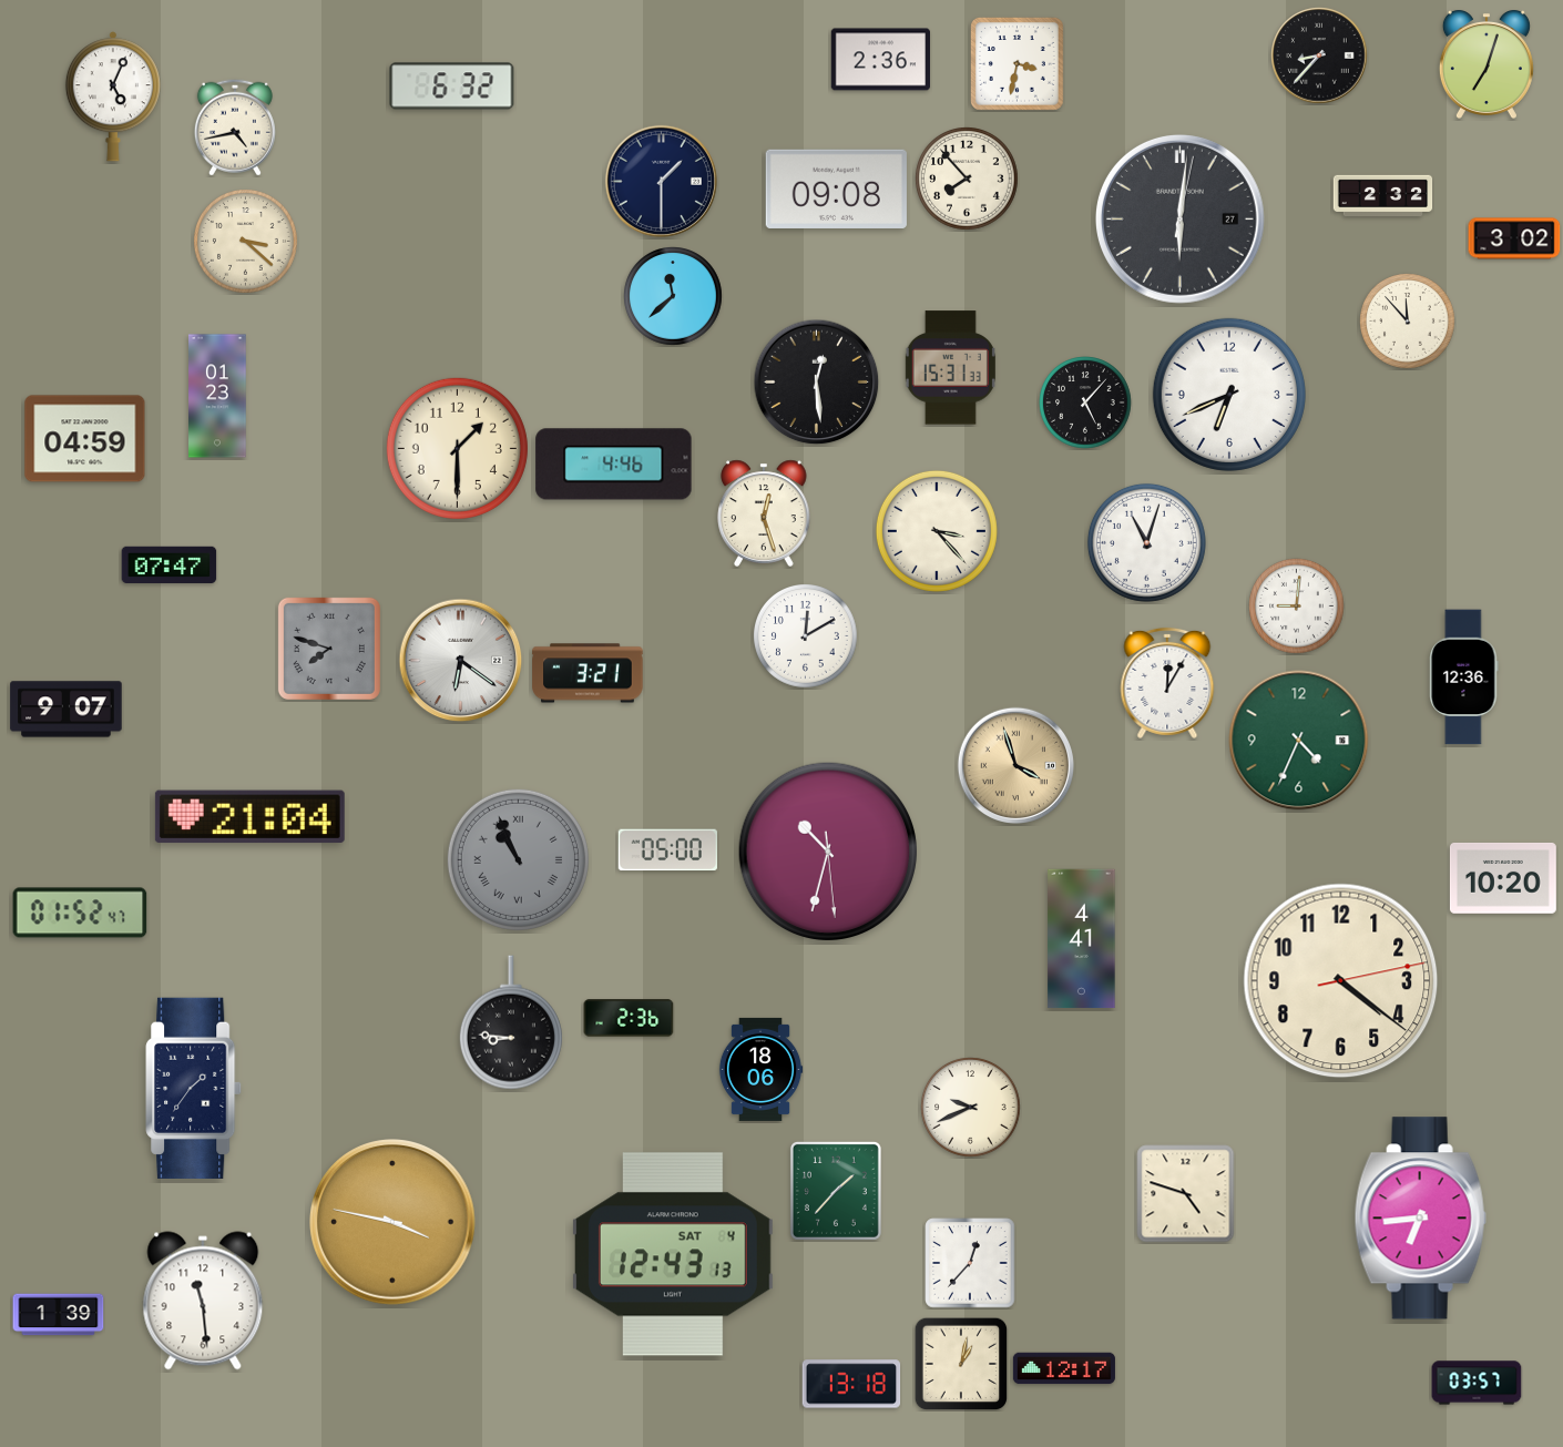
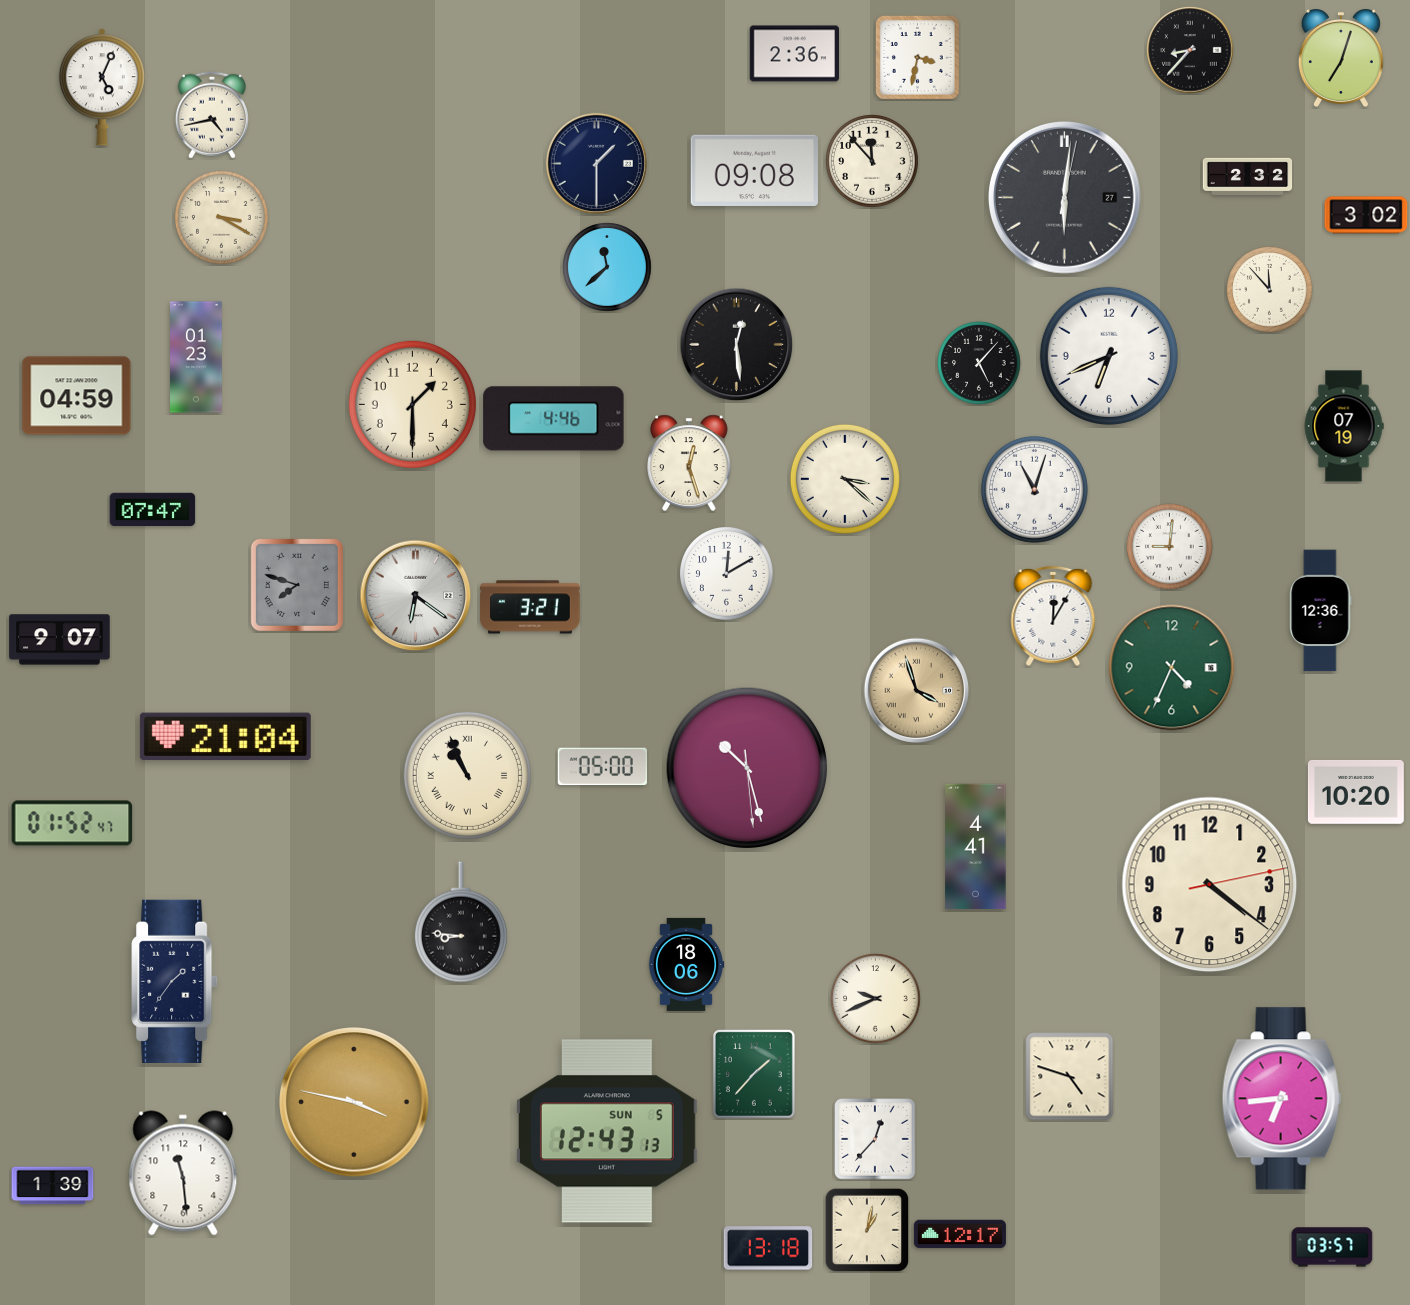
clock at (452, 86): 6:32 -> none
clock at (968, 180): 7:53 -> 11:53
clock at (246, 242): 3:22 -> 3:20
clock at (950, 368): 15:31 -> none
clock at (1344, 426): none -> 07:19
clock at (937, 531): 3:23 -> 3:22
clock at (828, 852): 10:32 -> 10:27
clock at (518, 859) dial: grey -> cream
clock at (629, 1018): 2:36 -> none
clock at (673, 1254) date: SAT 4 -> SUN 5
